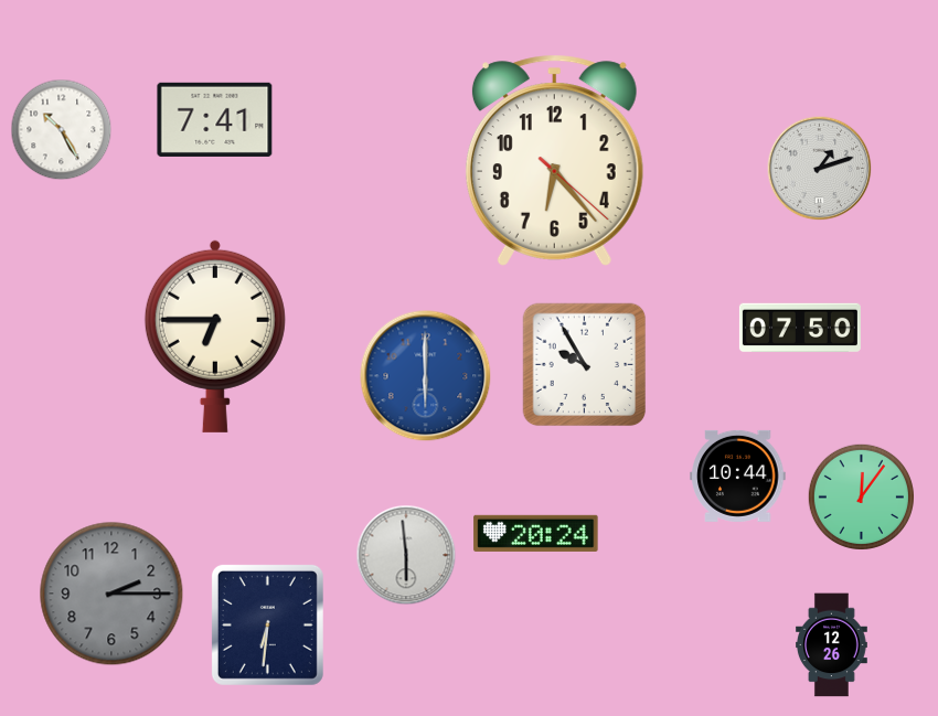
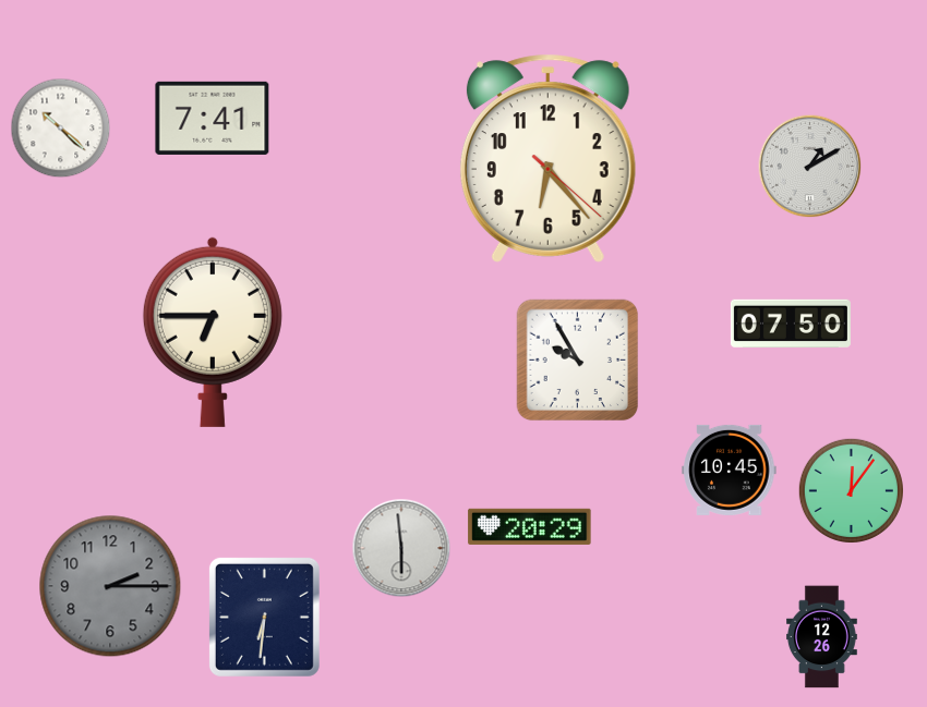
clock at (62, 130): 10:25 -> 10:22
clock at (820, 169): 1:12 -> 1:10
clock at (426, 376): 6:00 -> none
clock at (738, 475): 10:44 -> 10:45
clock at (536, 533): 20:24 -> 20:29
